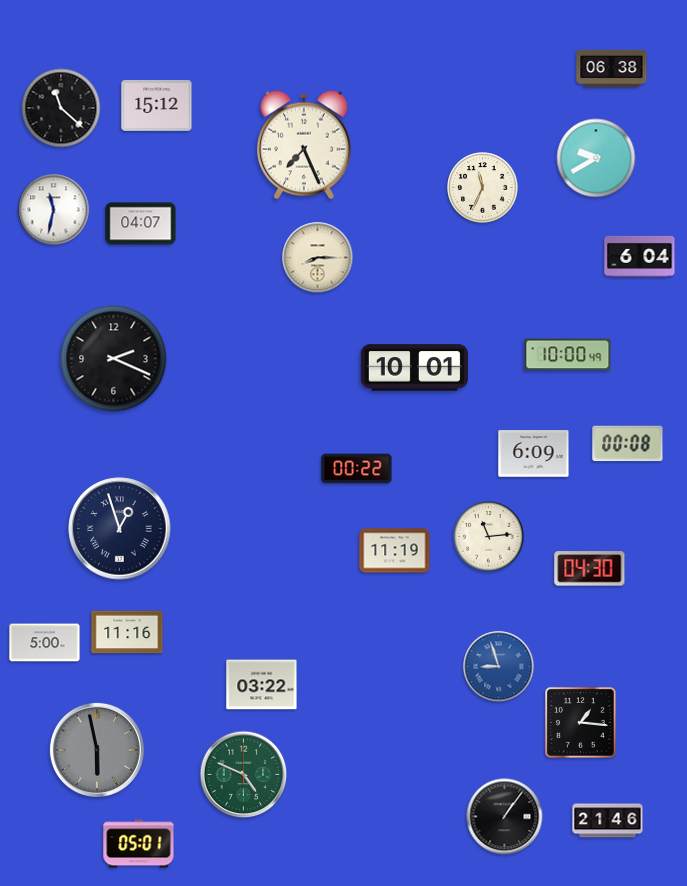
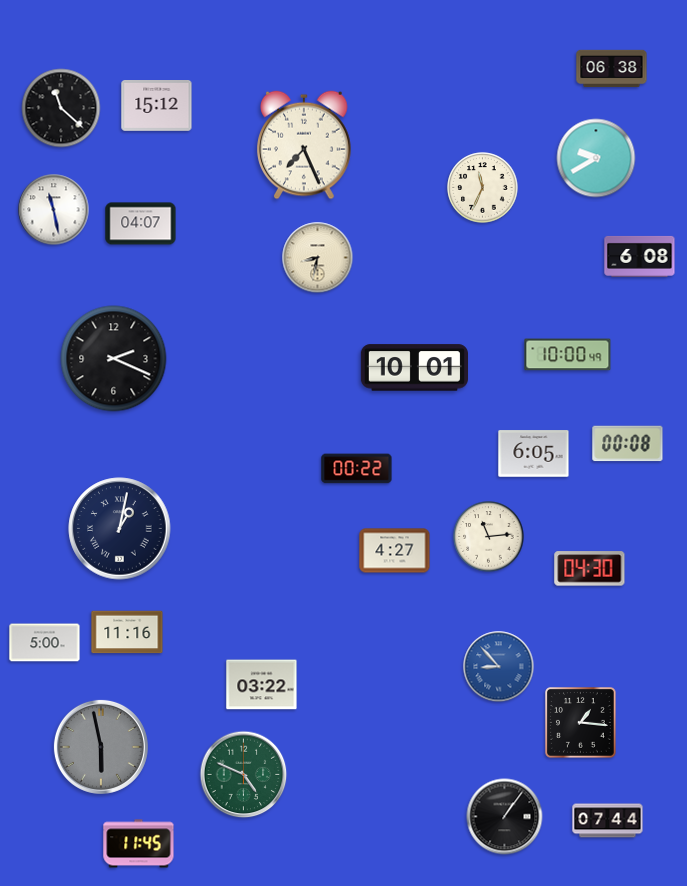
clock at (54, 210): 11:32 -> 11:28
clock at (640, 256): 6:04 -> 6:08
clock at (318, 258): 8:15 -> 8:32
clock at (534, 454): 6:09 -> 6:05
clock at (120, 529): 12:57 -> 1:02
clock at (395, 551): 11:19 -> 4:27
clock at (499, 667): 8:57 -> 8:53
clock at (97, 750) position: (97, 750) -> (101, 747)
clock at (608, 821): 21:46 -> 07:44
clock at (139, 844): 05:01 -> 11:45
